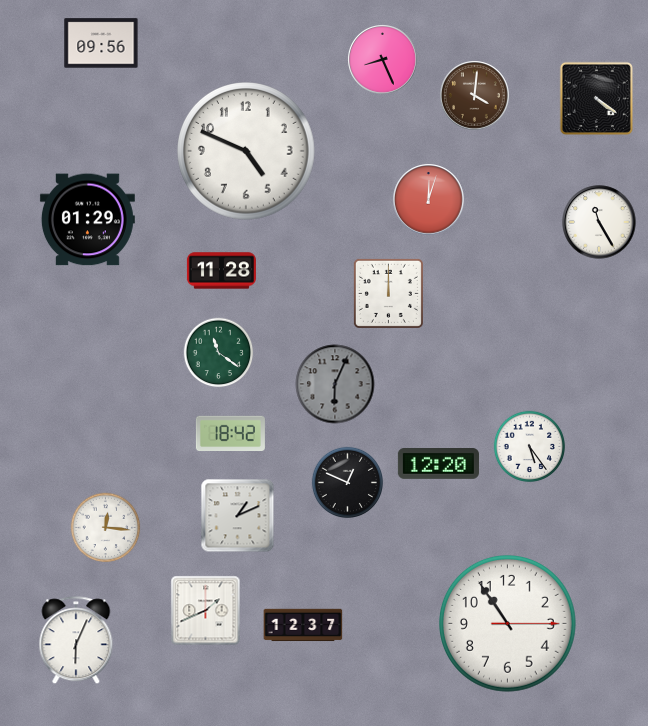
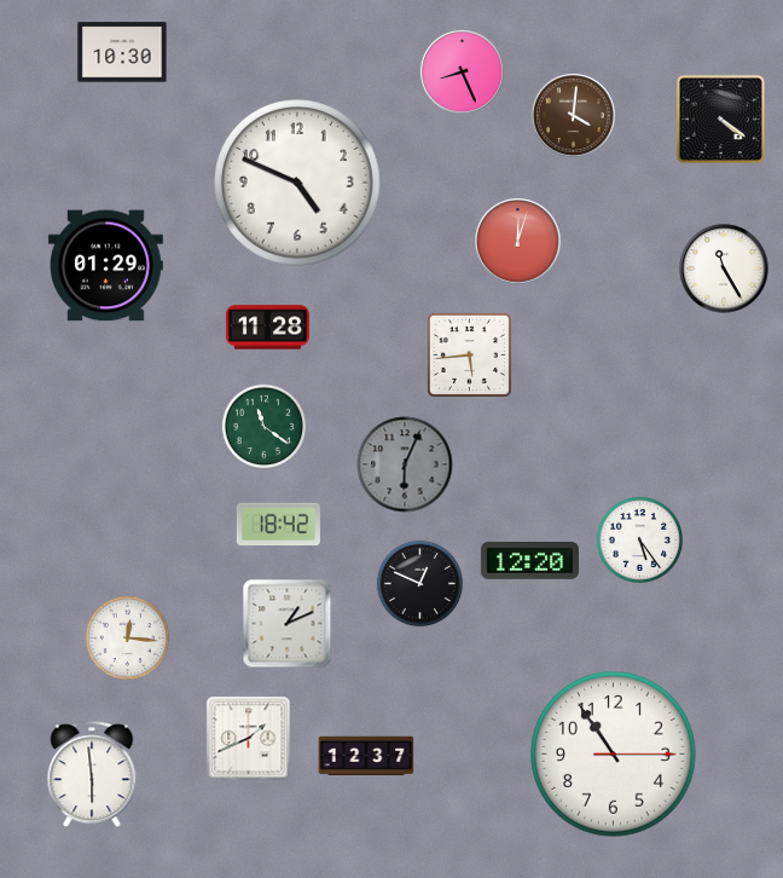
clock at (101, 43): 09:56 -> 10:30
clock at (388, 293): 12:00 -> 5:44
clock at (76, 641): 6:04 -> 5:59
